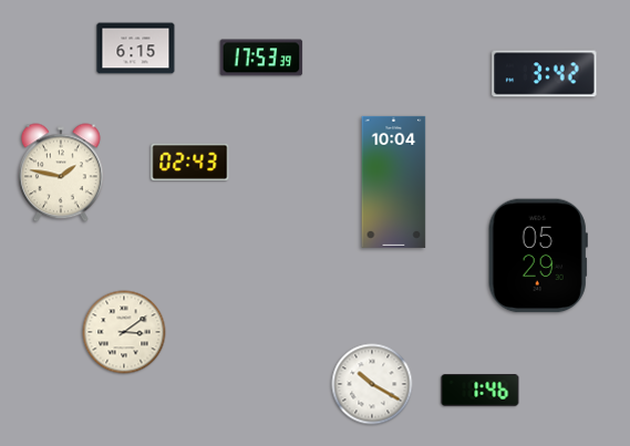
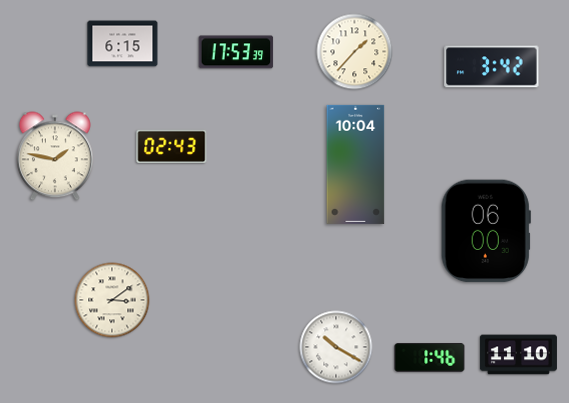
clock at (355, 52): none -> 1:37
clock at (538, 256): 05:29 -> 06:00
clock at (481, 391) position: (481, 391) -> (430, 358)
clock at (518, 355): none -> 11:10
